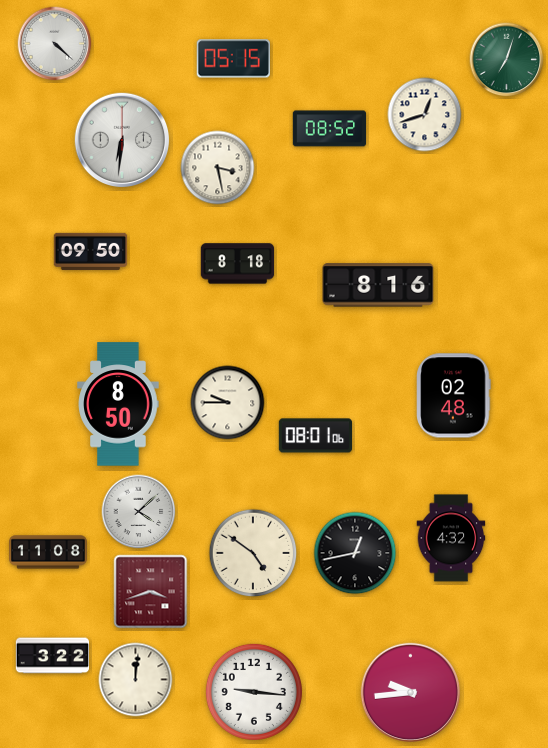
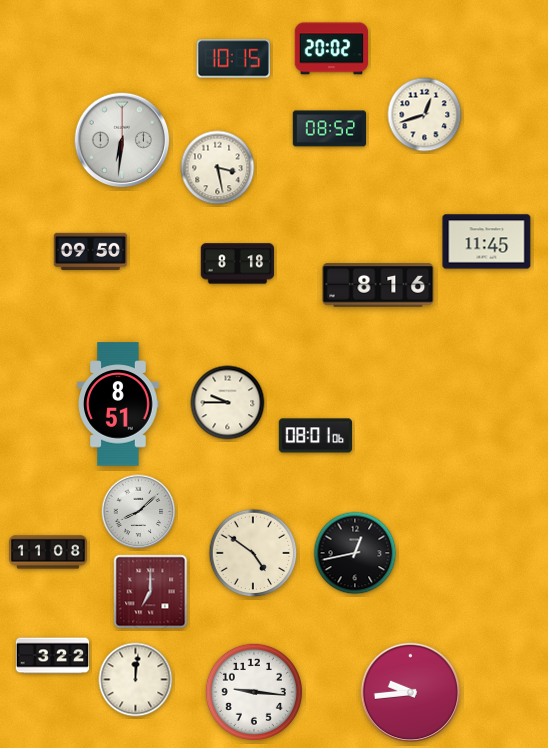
clock at (55, 44): 4:22 -> none
clock at (331, 49): none -> 20:02
clock at (233, 59): 05:15 -> 10:15
clock at (507, 60): 7:03 -> none
clock at (487, 242): none -> 11:45
clock at (454, 396): 02:48 -> none
clock at (118, 404): 8:50 -> 8:51
clock at (139, 512): 4:08 -> 8:08
clock at (451, 538): 4:32 -> none
clock at (151, 592): 3:42 -> 7:00
